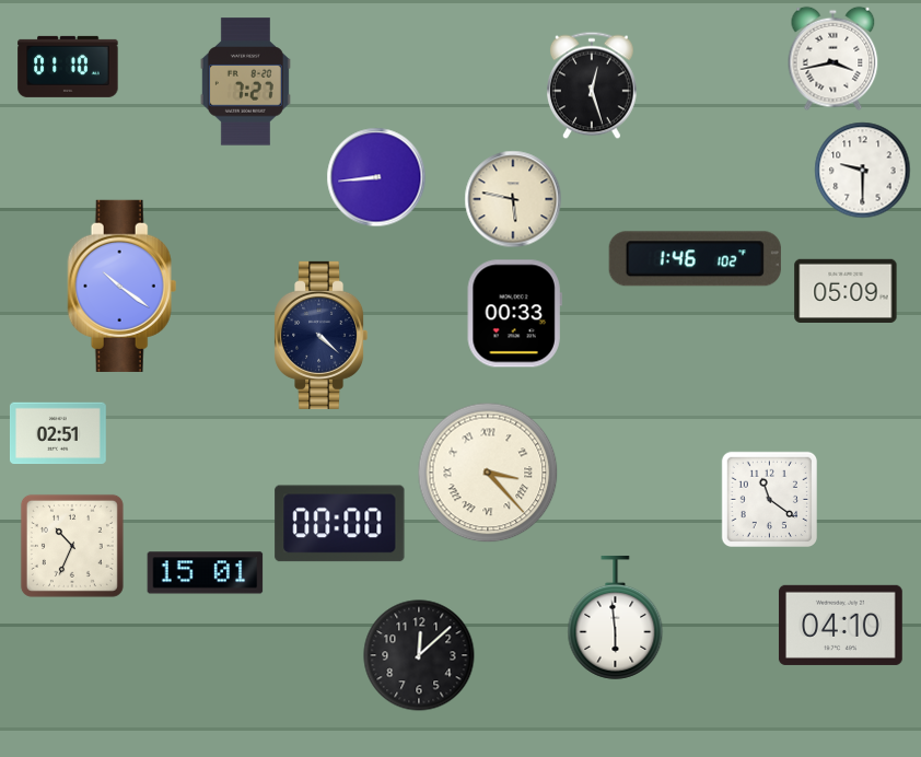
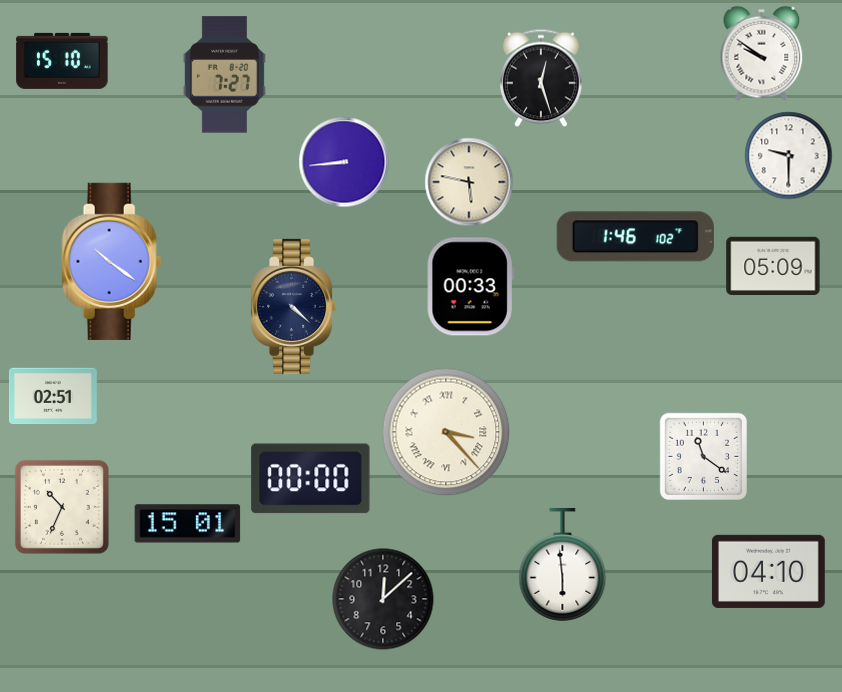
clock at (833, 59): 3:43 -> 9:51
clock at (68, 67): 01:10 -> 15:10
clock at (72, 546) position: (72, 546) -> (62, 507)
